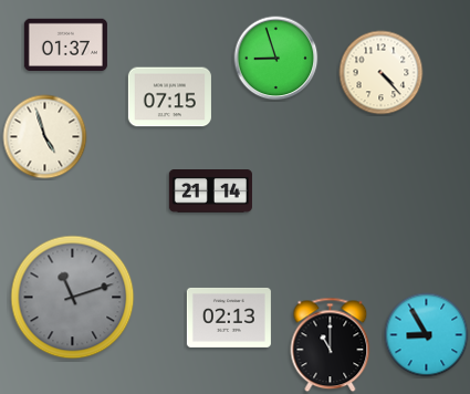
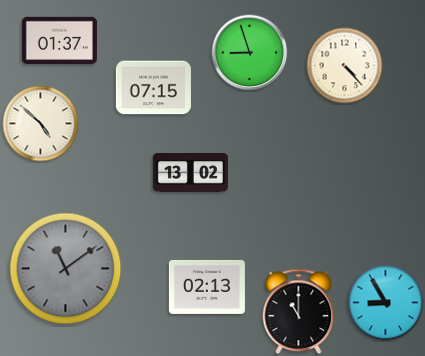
clock at (45, 137): 4:57 -> 4:52
clock at (210, 191): 21:14 -> 13:02
clock at (73, 298): 11:12 -> 11:09
